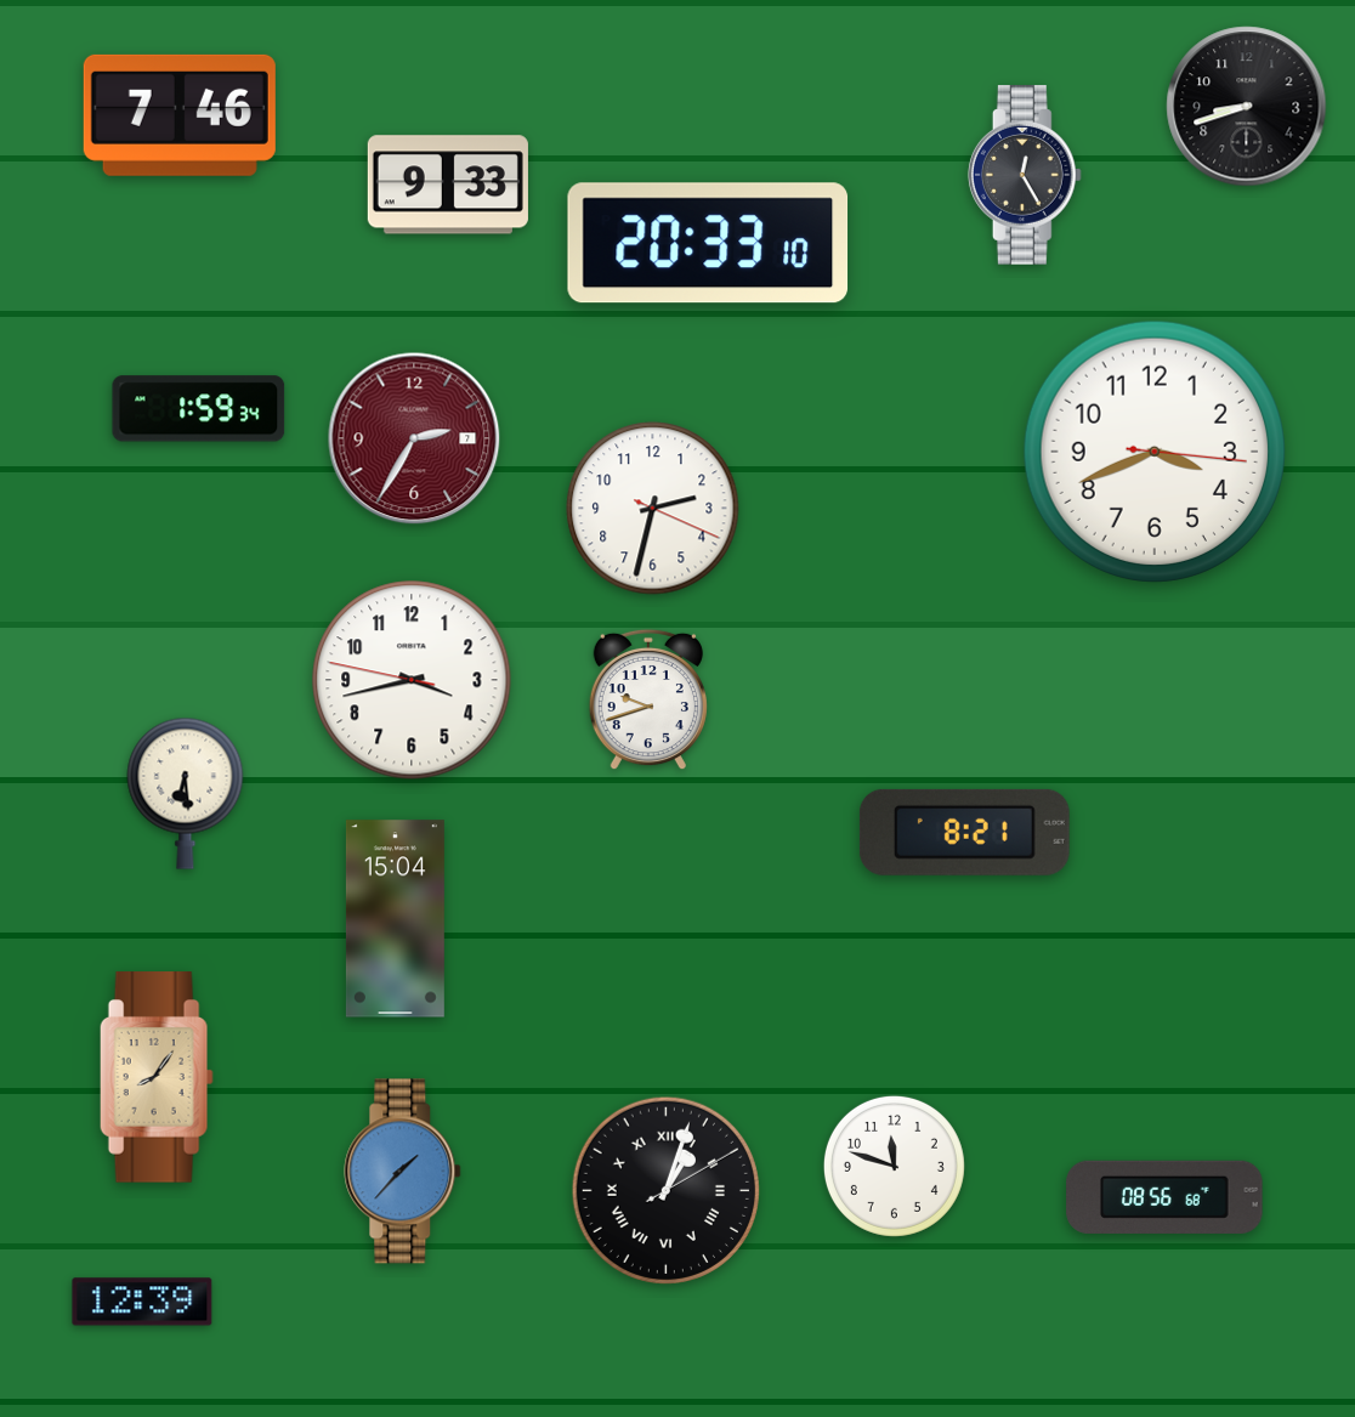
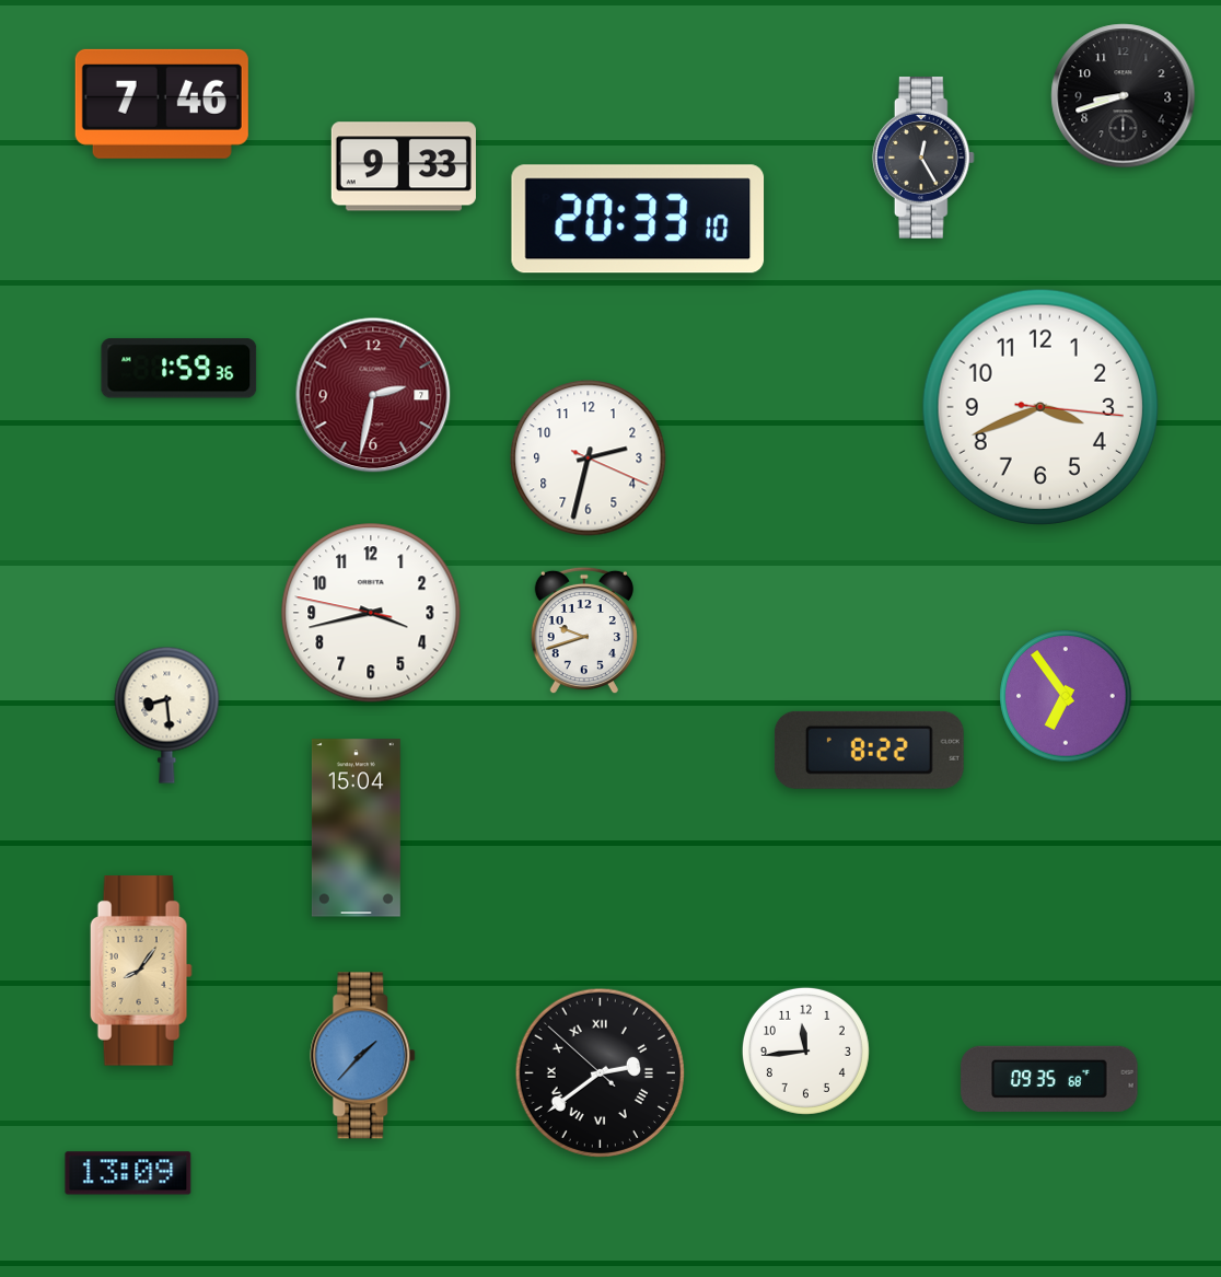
clock at (199, 409): 1:59:34 -> 1:59:36
clock at (414, 438): 2:35 -> 2:32
clock at (1066, 696): none -> 6:54
clock at (186, 793): 6:29 -> 8:29
clock at (964, 832): 8:21 -> 8:22
clock at (894, 1166): 11:48 -> 11:44
clock at (665, 1190): 1:03 -> 2:38
clock at (1164, 1197): 08:56 -> 09:35
clock at (142, 1302): 12:39 -> 13:09
